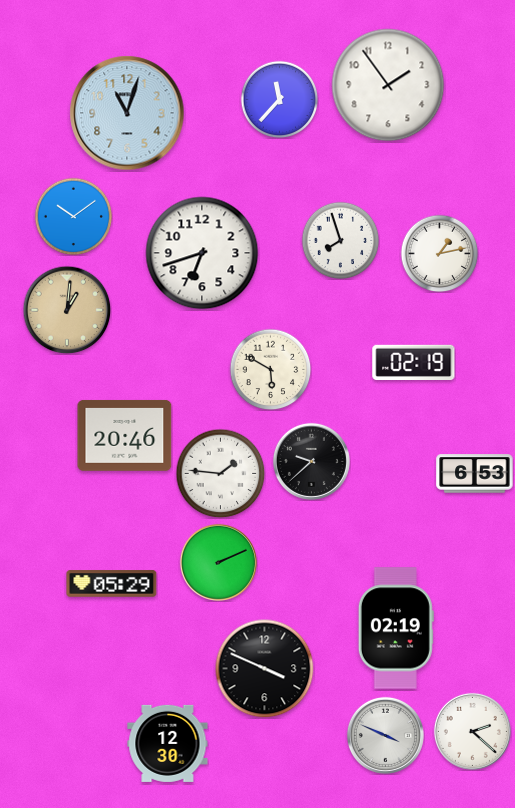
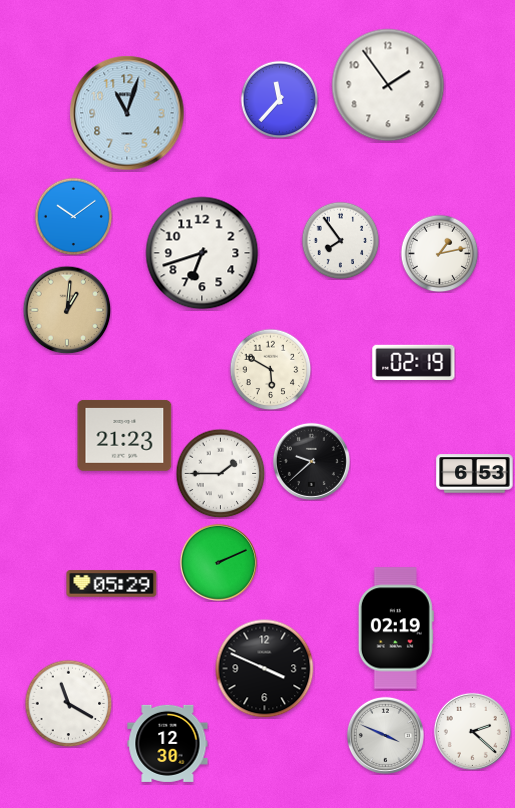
clock at (340, 240): 7:57 -> 7:54
clock at (125, 435): 20:46 -> 21:23
clock at (220, 473): 1:46 -> 1:45
clock at (68, 703): none -> 11:20
